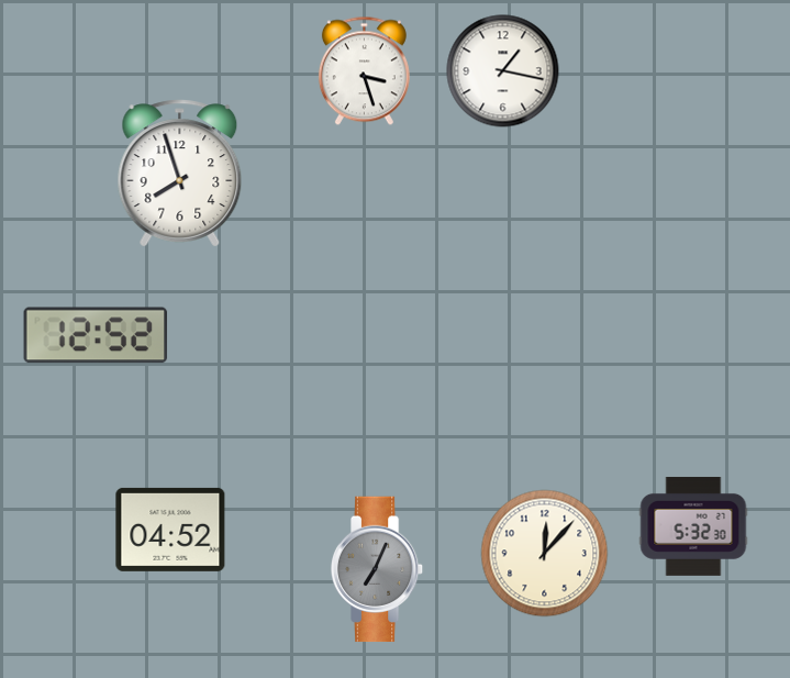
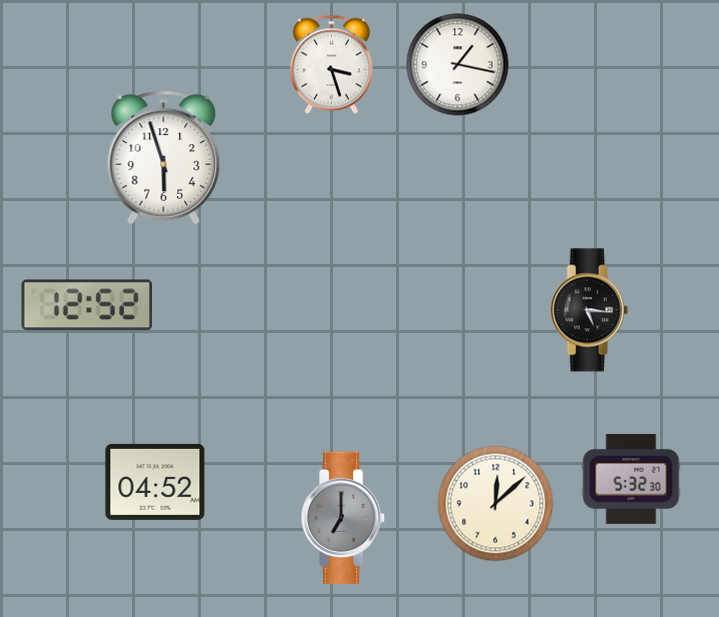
clock at (180, 174): 7:57 -> 5:57
clock at (589, 310): none -> 5:16
clock at (545, 554): 12:07 -> 12:08
clock at (377, 569): 7:04 -> 7:00
